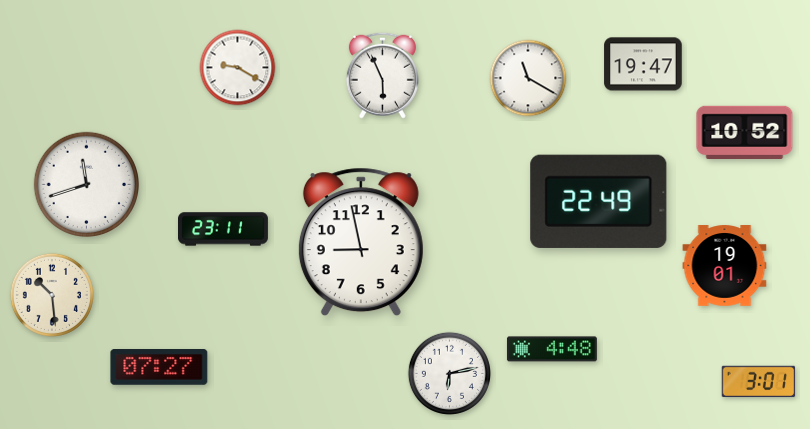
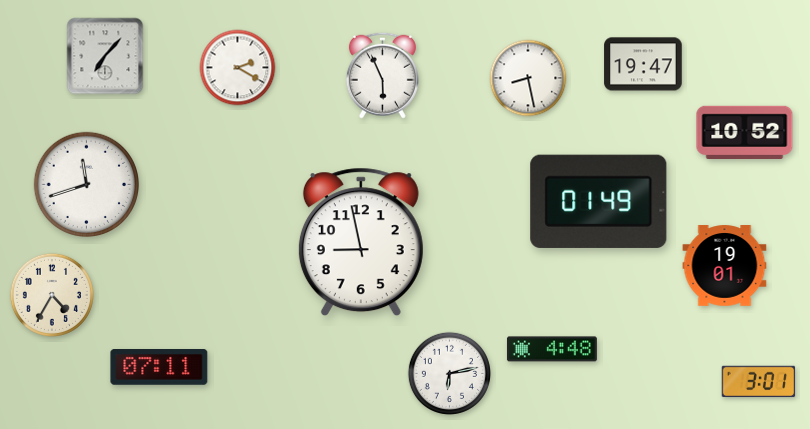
clock at (105, 56): none -> 7:07
clock at (238, 68): 9:20 -> 2:20
clock at (528, 78): 11:20 -> 8:28
clock at (599, 201): 22:49 -> 01:49
clock at (224, 229): 23:11 -> none
clock at (52, 295): 10:29 -> 4:35
clock at (159, 368): 07:27 -> 07:11
